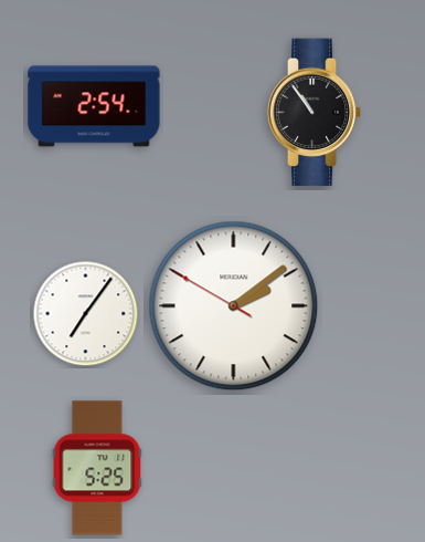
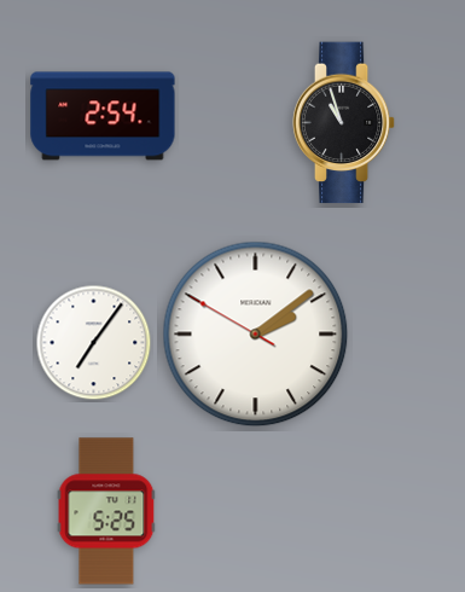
clock at (315, 113): 10:54 -> 10:57
